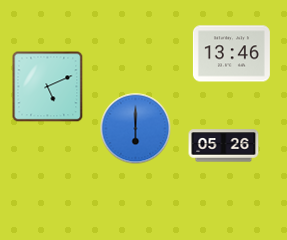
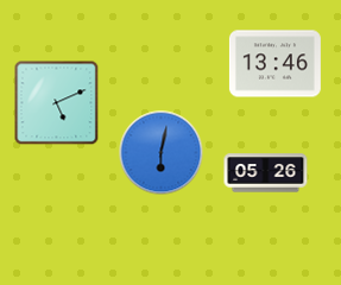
clock at (136, 129): 6:00 -> 6:02
